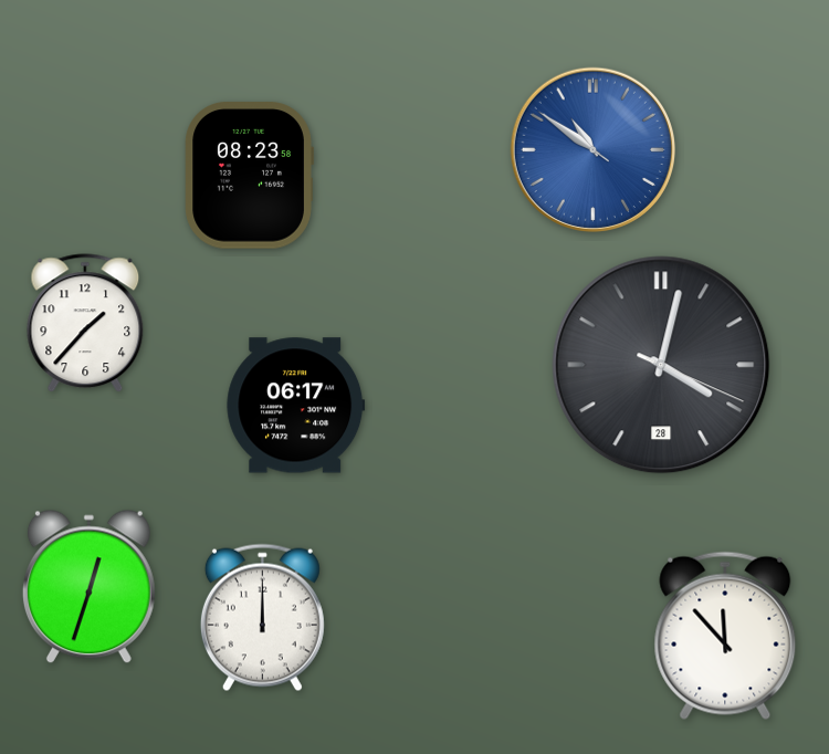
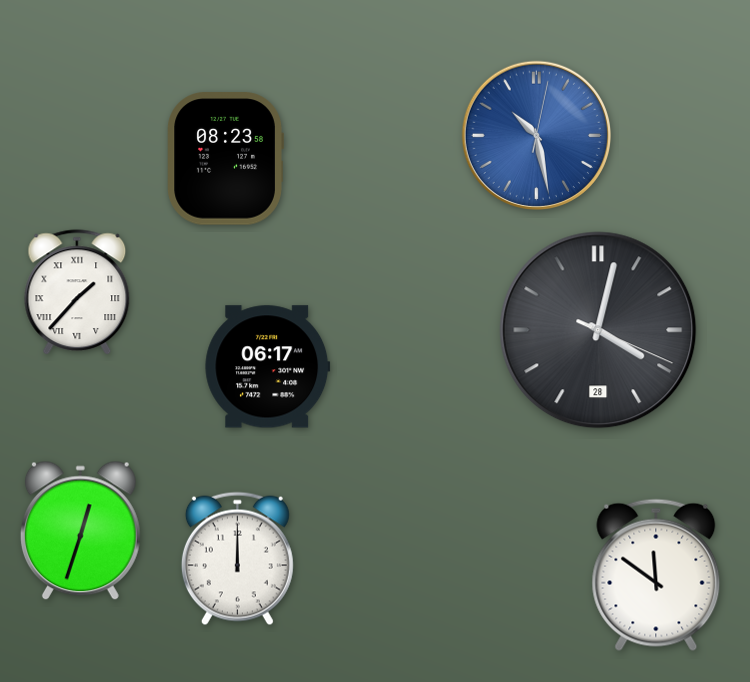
clock at (592, 149): 10:50 -> 10:28
clock at (85, 324) numerals: Arabic -> Roman
clock at (725, 636): 11:53 -> 11:51
